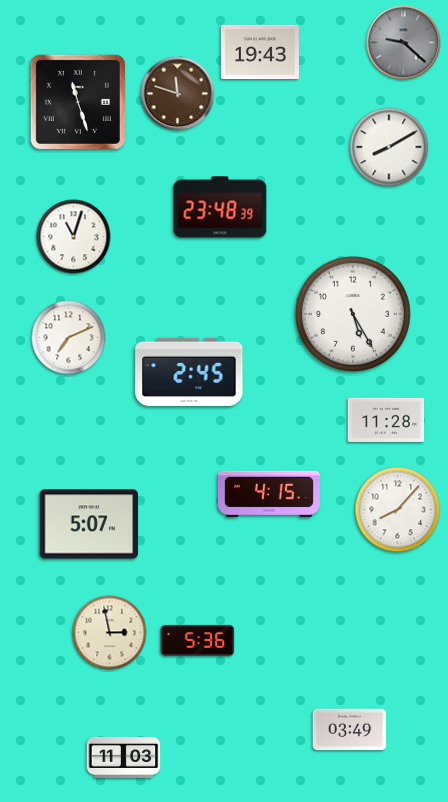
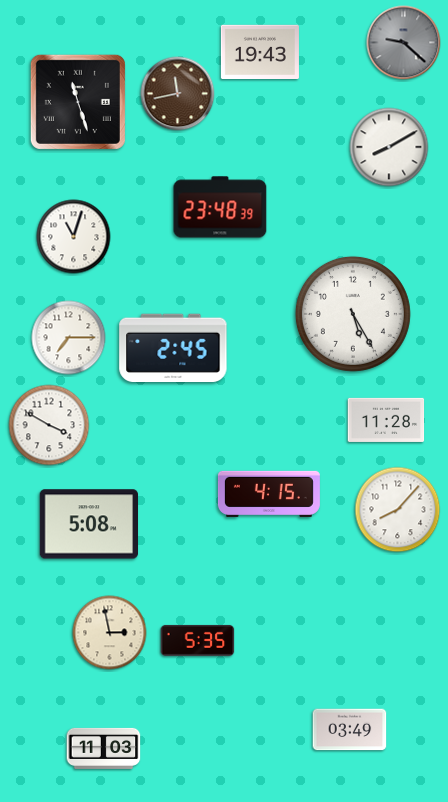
clock at (178, 94): 11:48 -> 11:43
clock at (69, 338): 7:11 -> 7:15
clock at (189, 371) position: (189, 371) -> (173, 347)
clock at (49, 425): none -> 3:50
clock at (88, 524): 5:07 -> 5:08
clock at (198, 640): 5:36 -> 5:35
clock at (124, 757) position: (124, 757) -> (104, 748)
